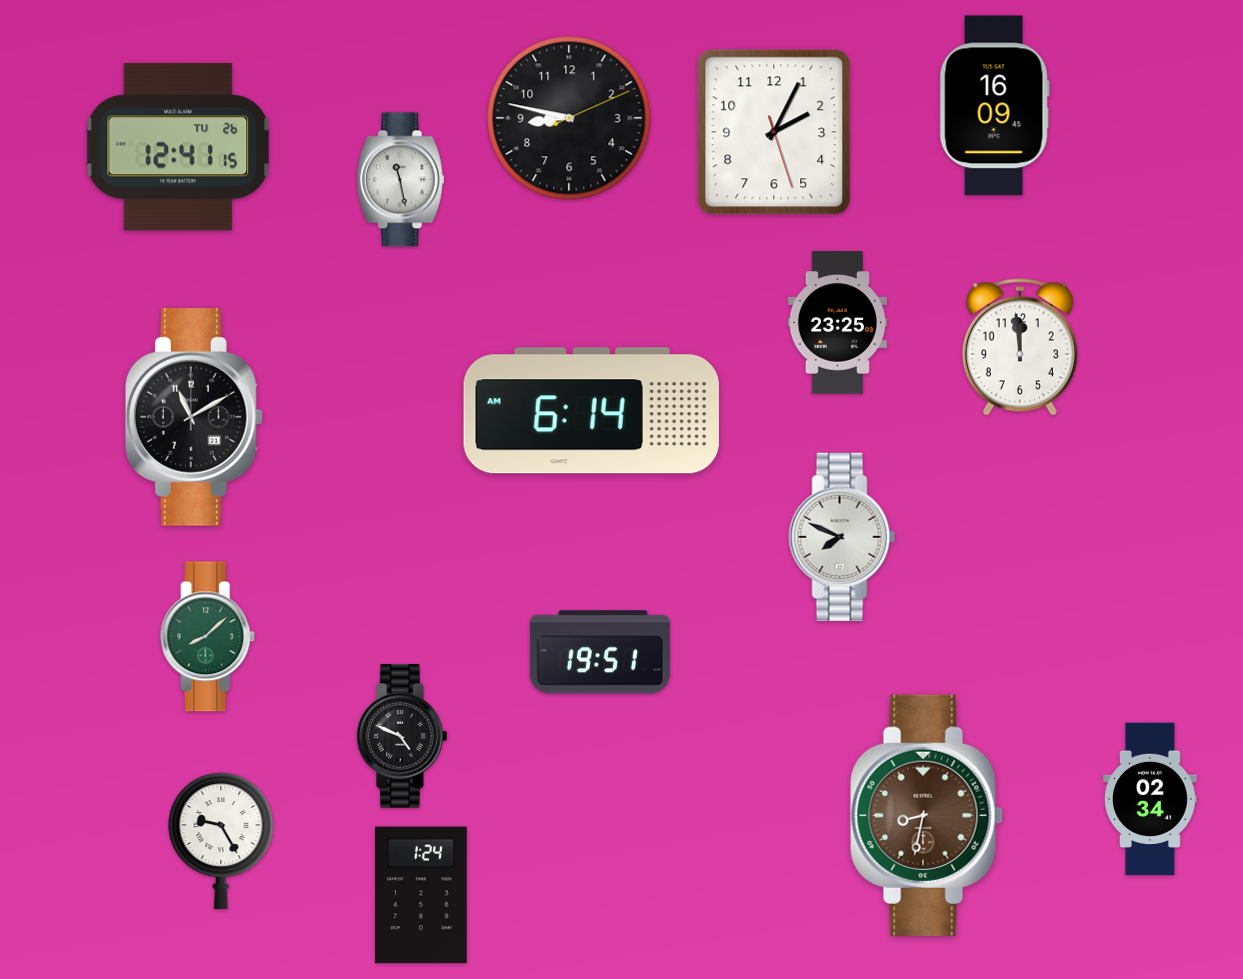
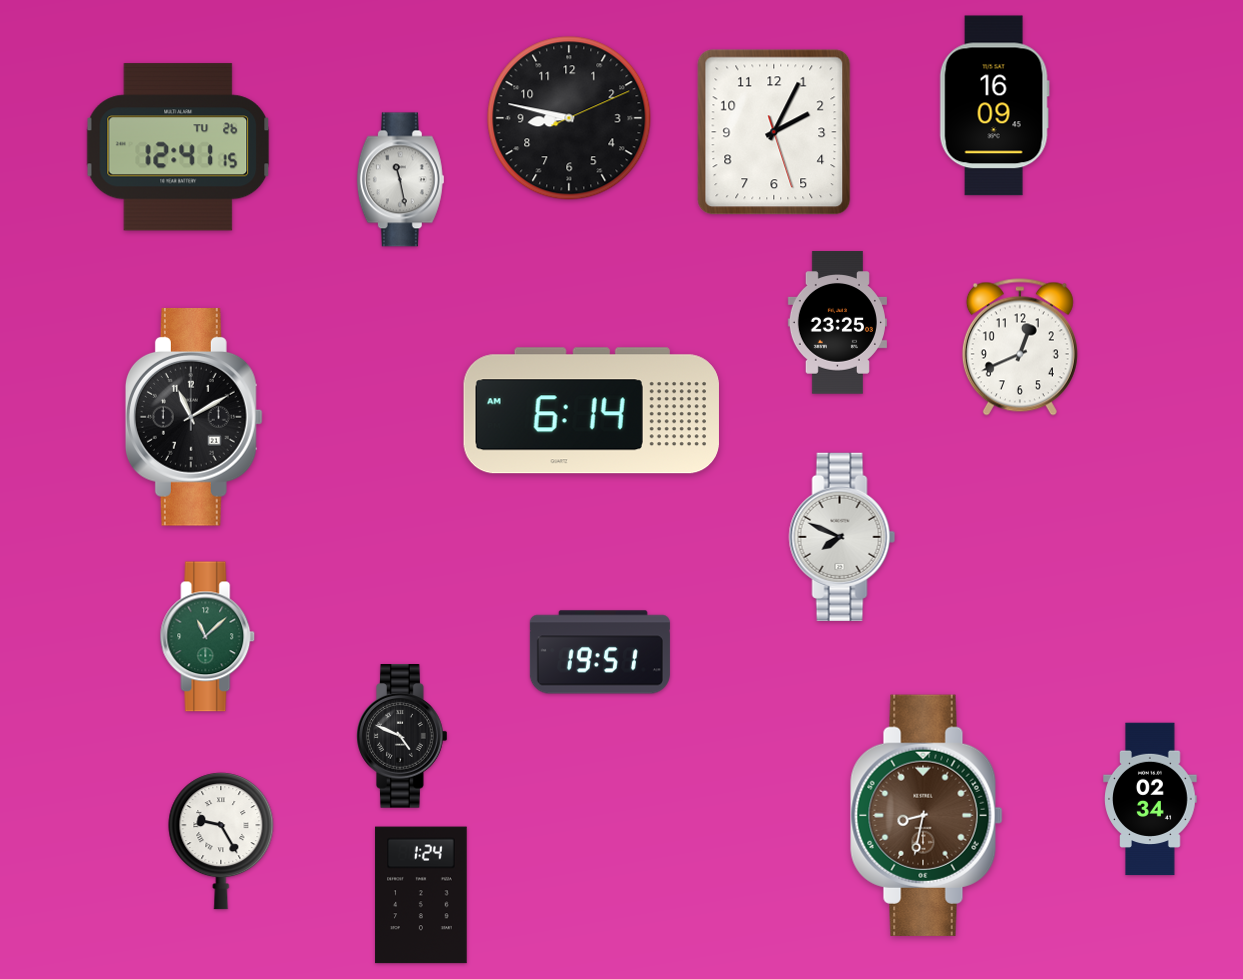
clock at (1020, 347): 11:59 -> 12:41
clock at (208, 637): 8:08 -> 11:08
